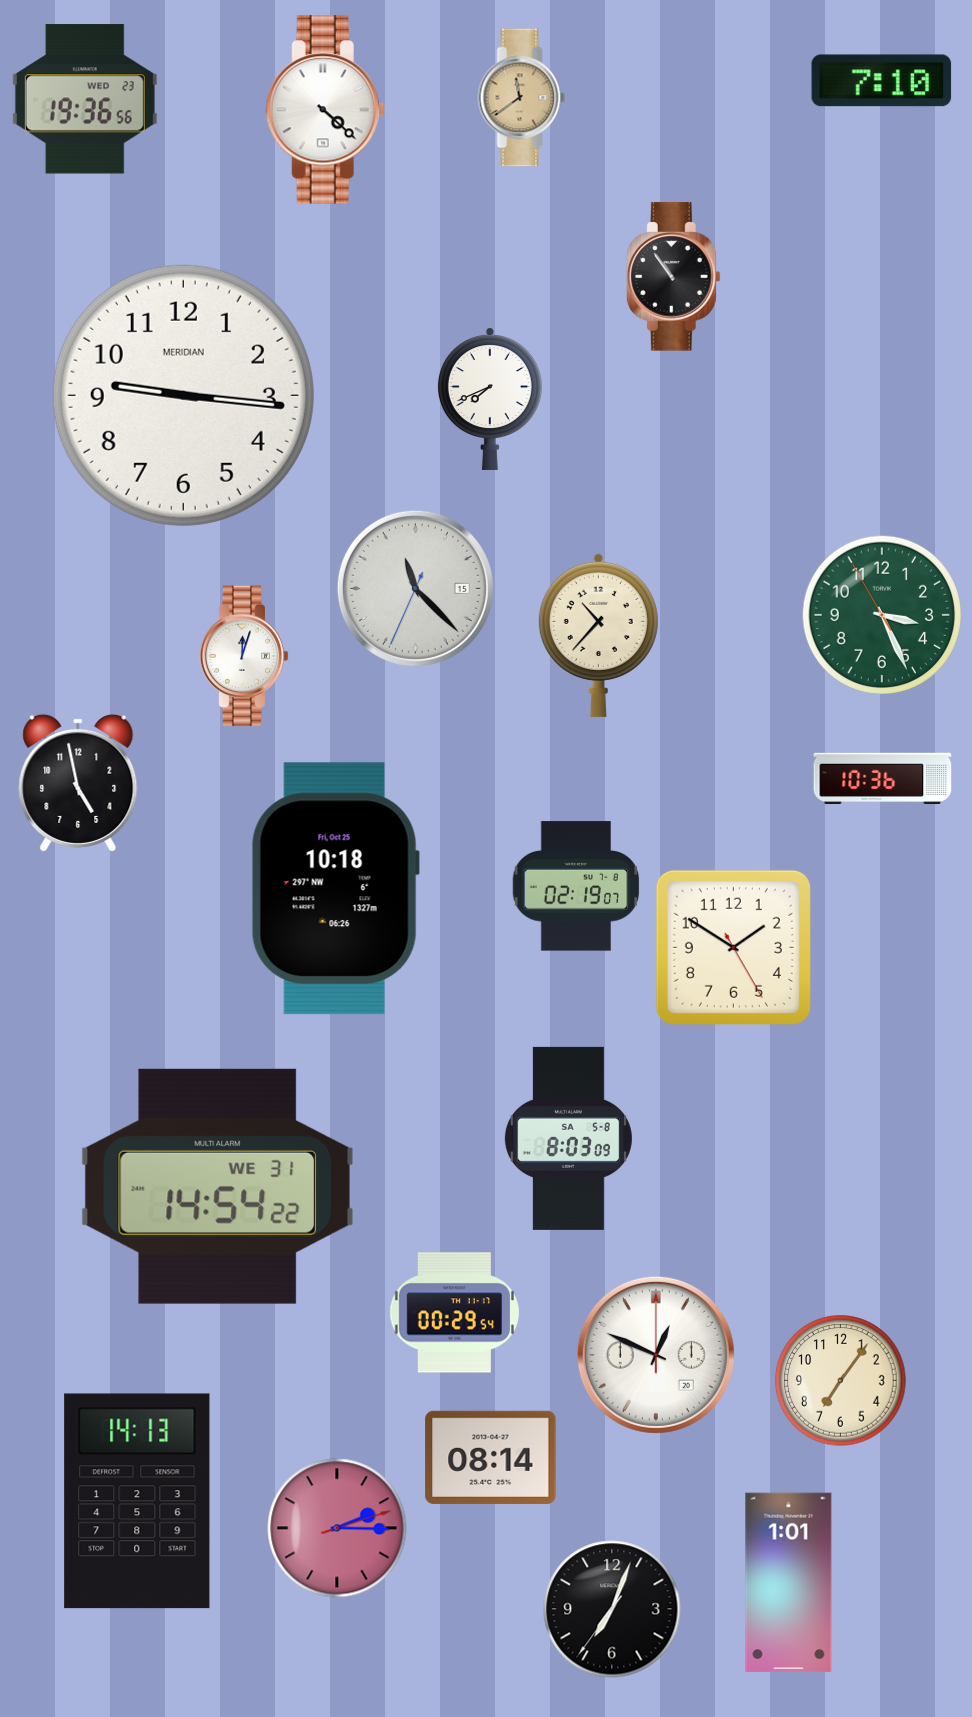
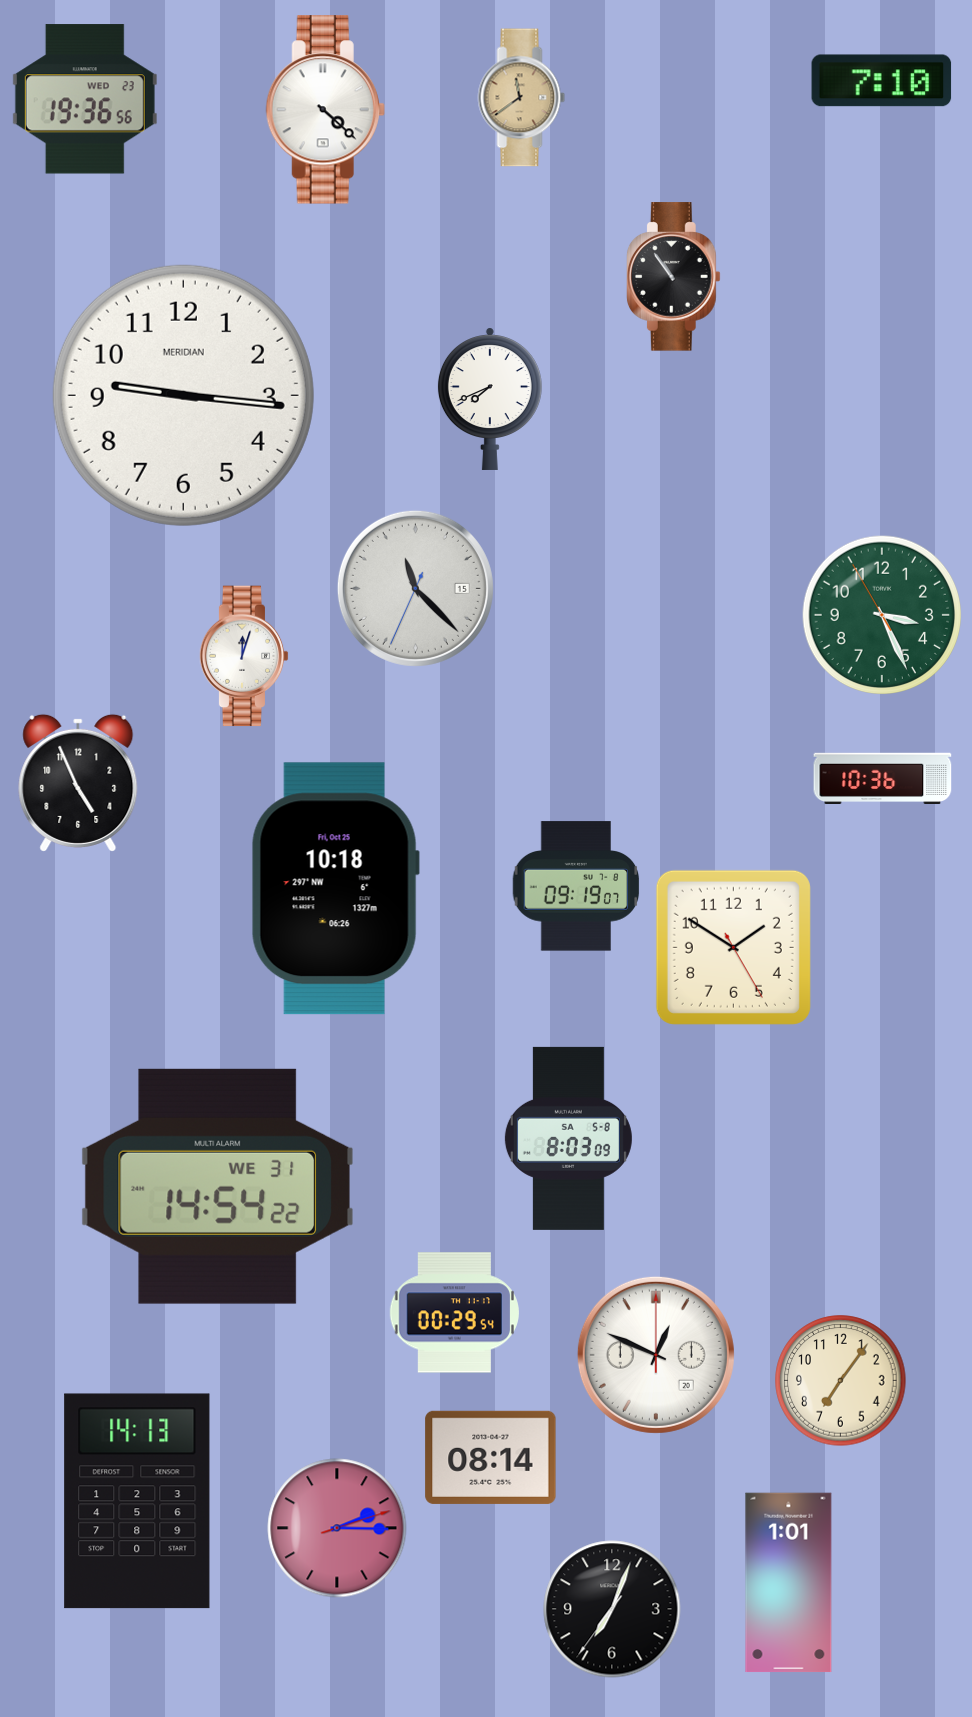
clock at (598, 635): 10:37 -> none
clock at (78, 783): 4:58 -> 4:56
clock at (576, 886): 02:19 -> 09:19
